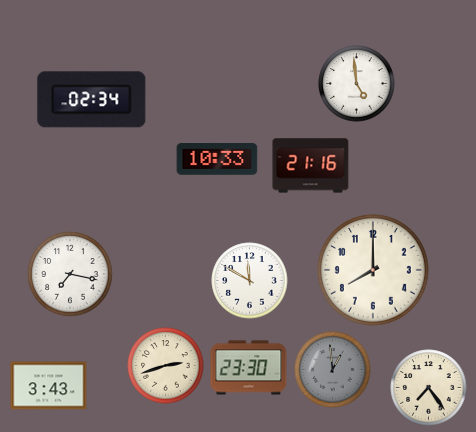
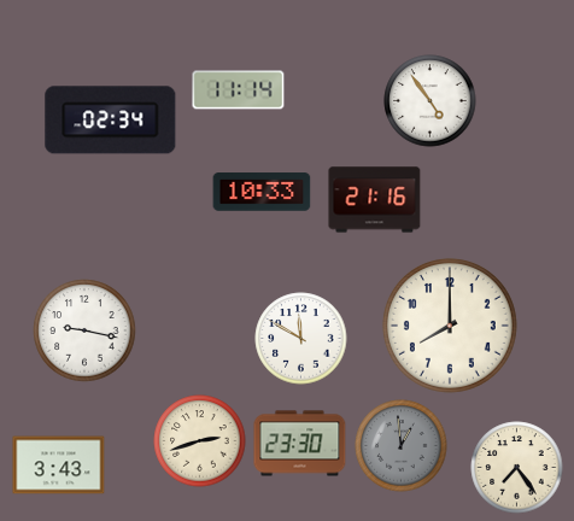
clock at (239, 90): none -> 11:14
clock at (357, 84): 4:59 -> 4:54
clock at (70, 274): 7:17 -> 9:17
